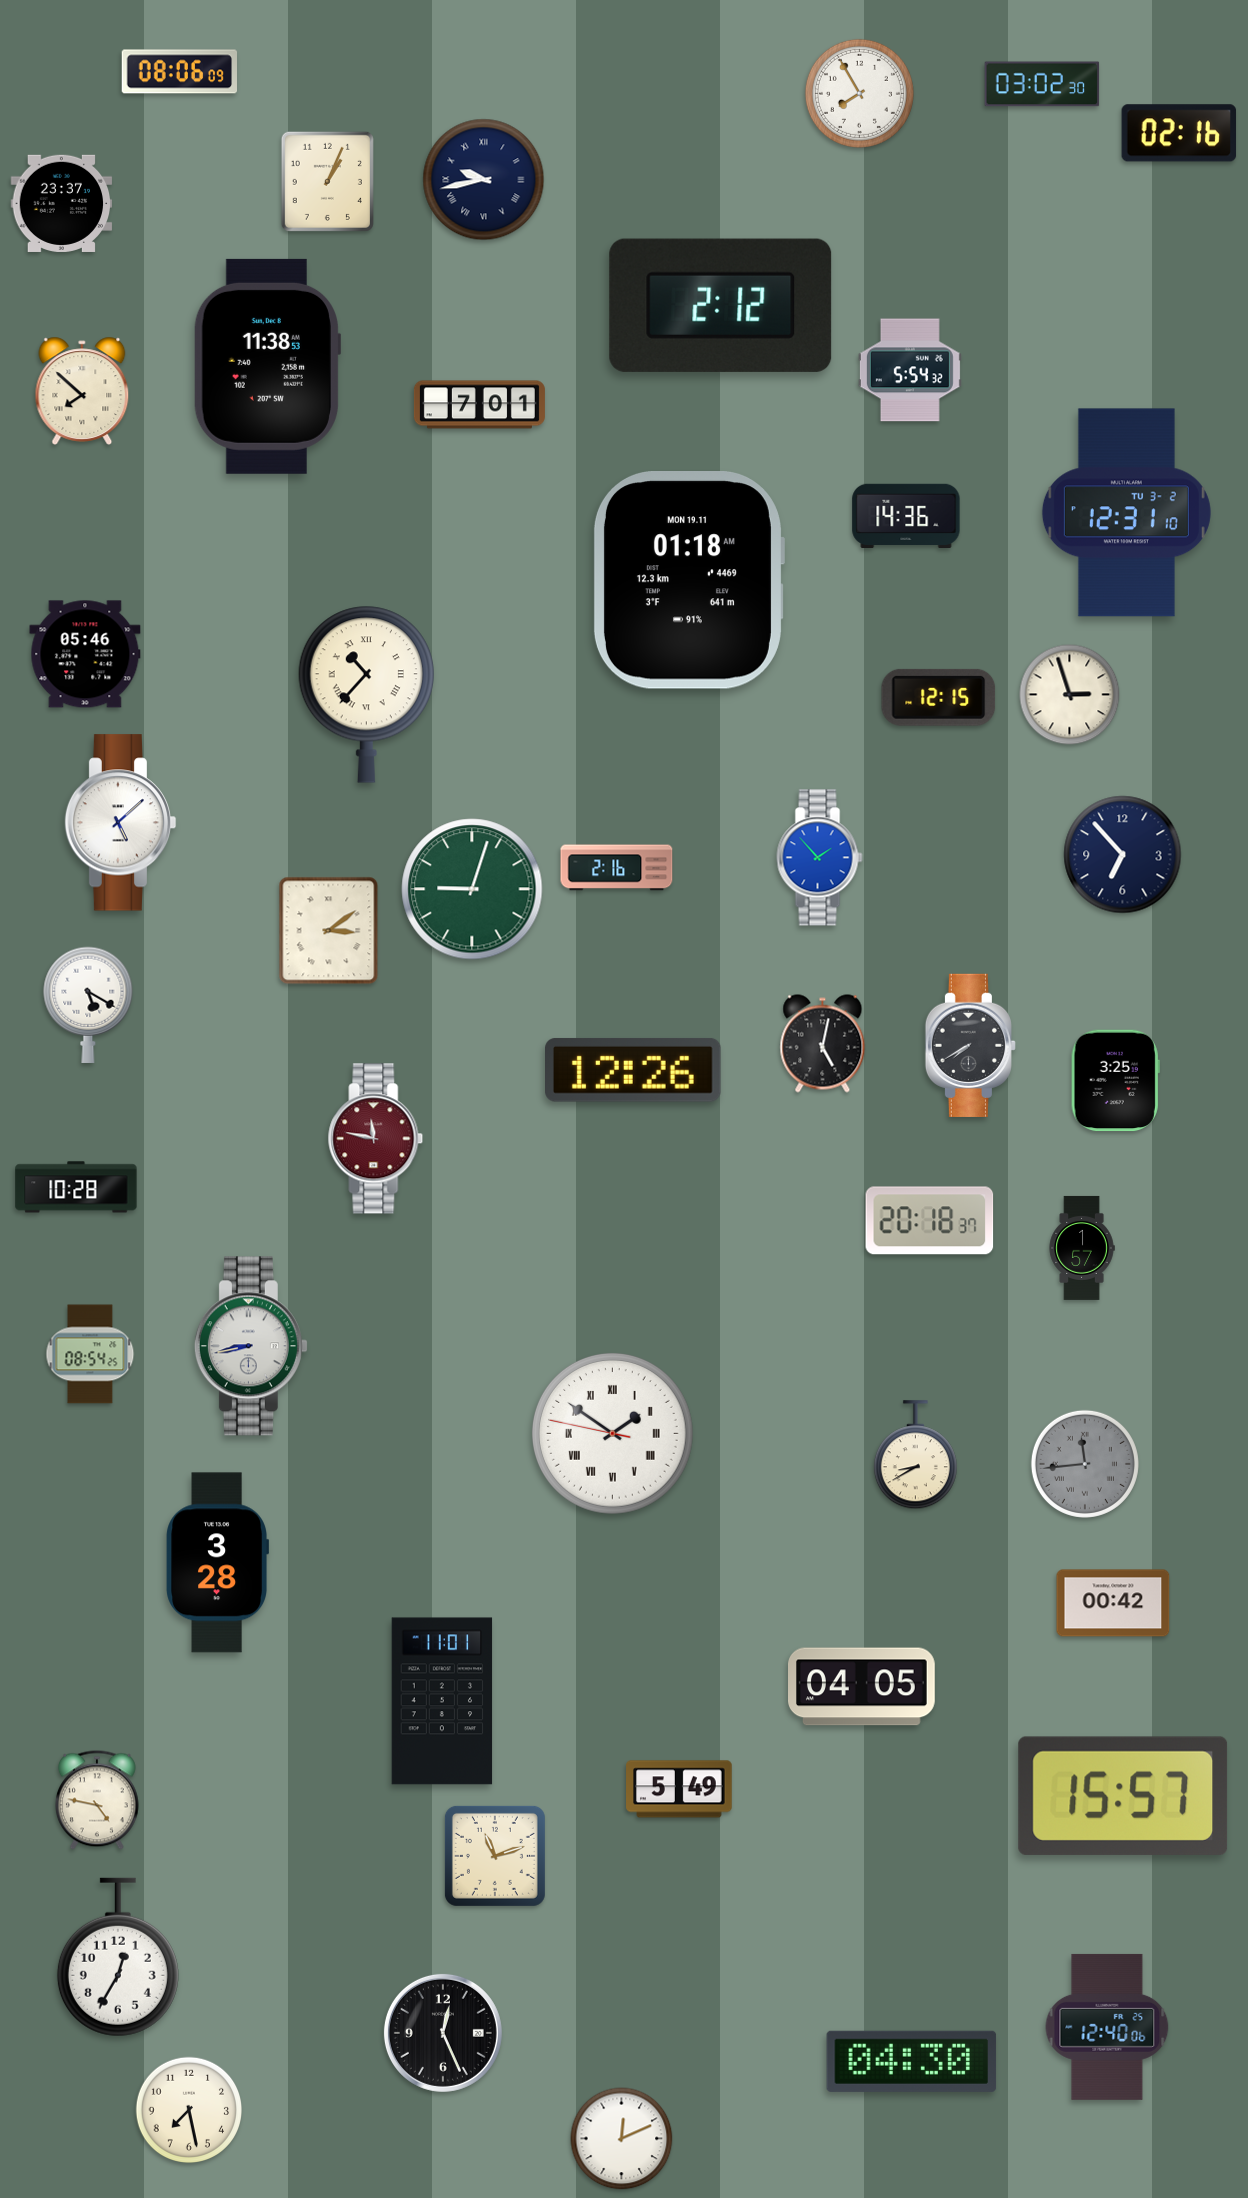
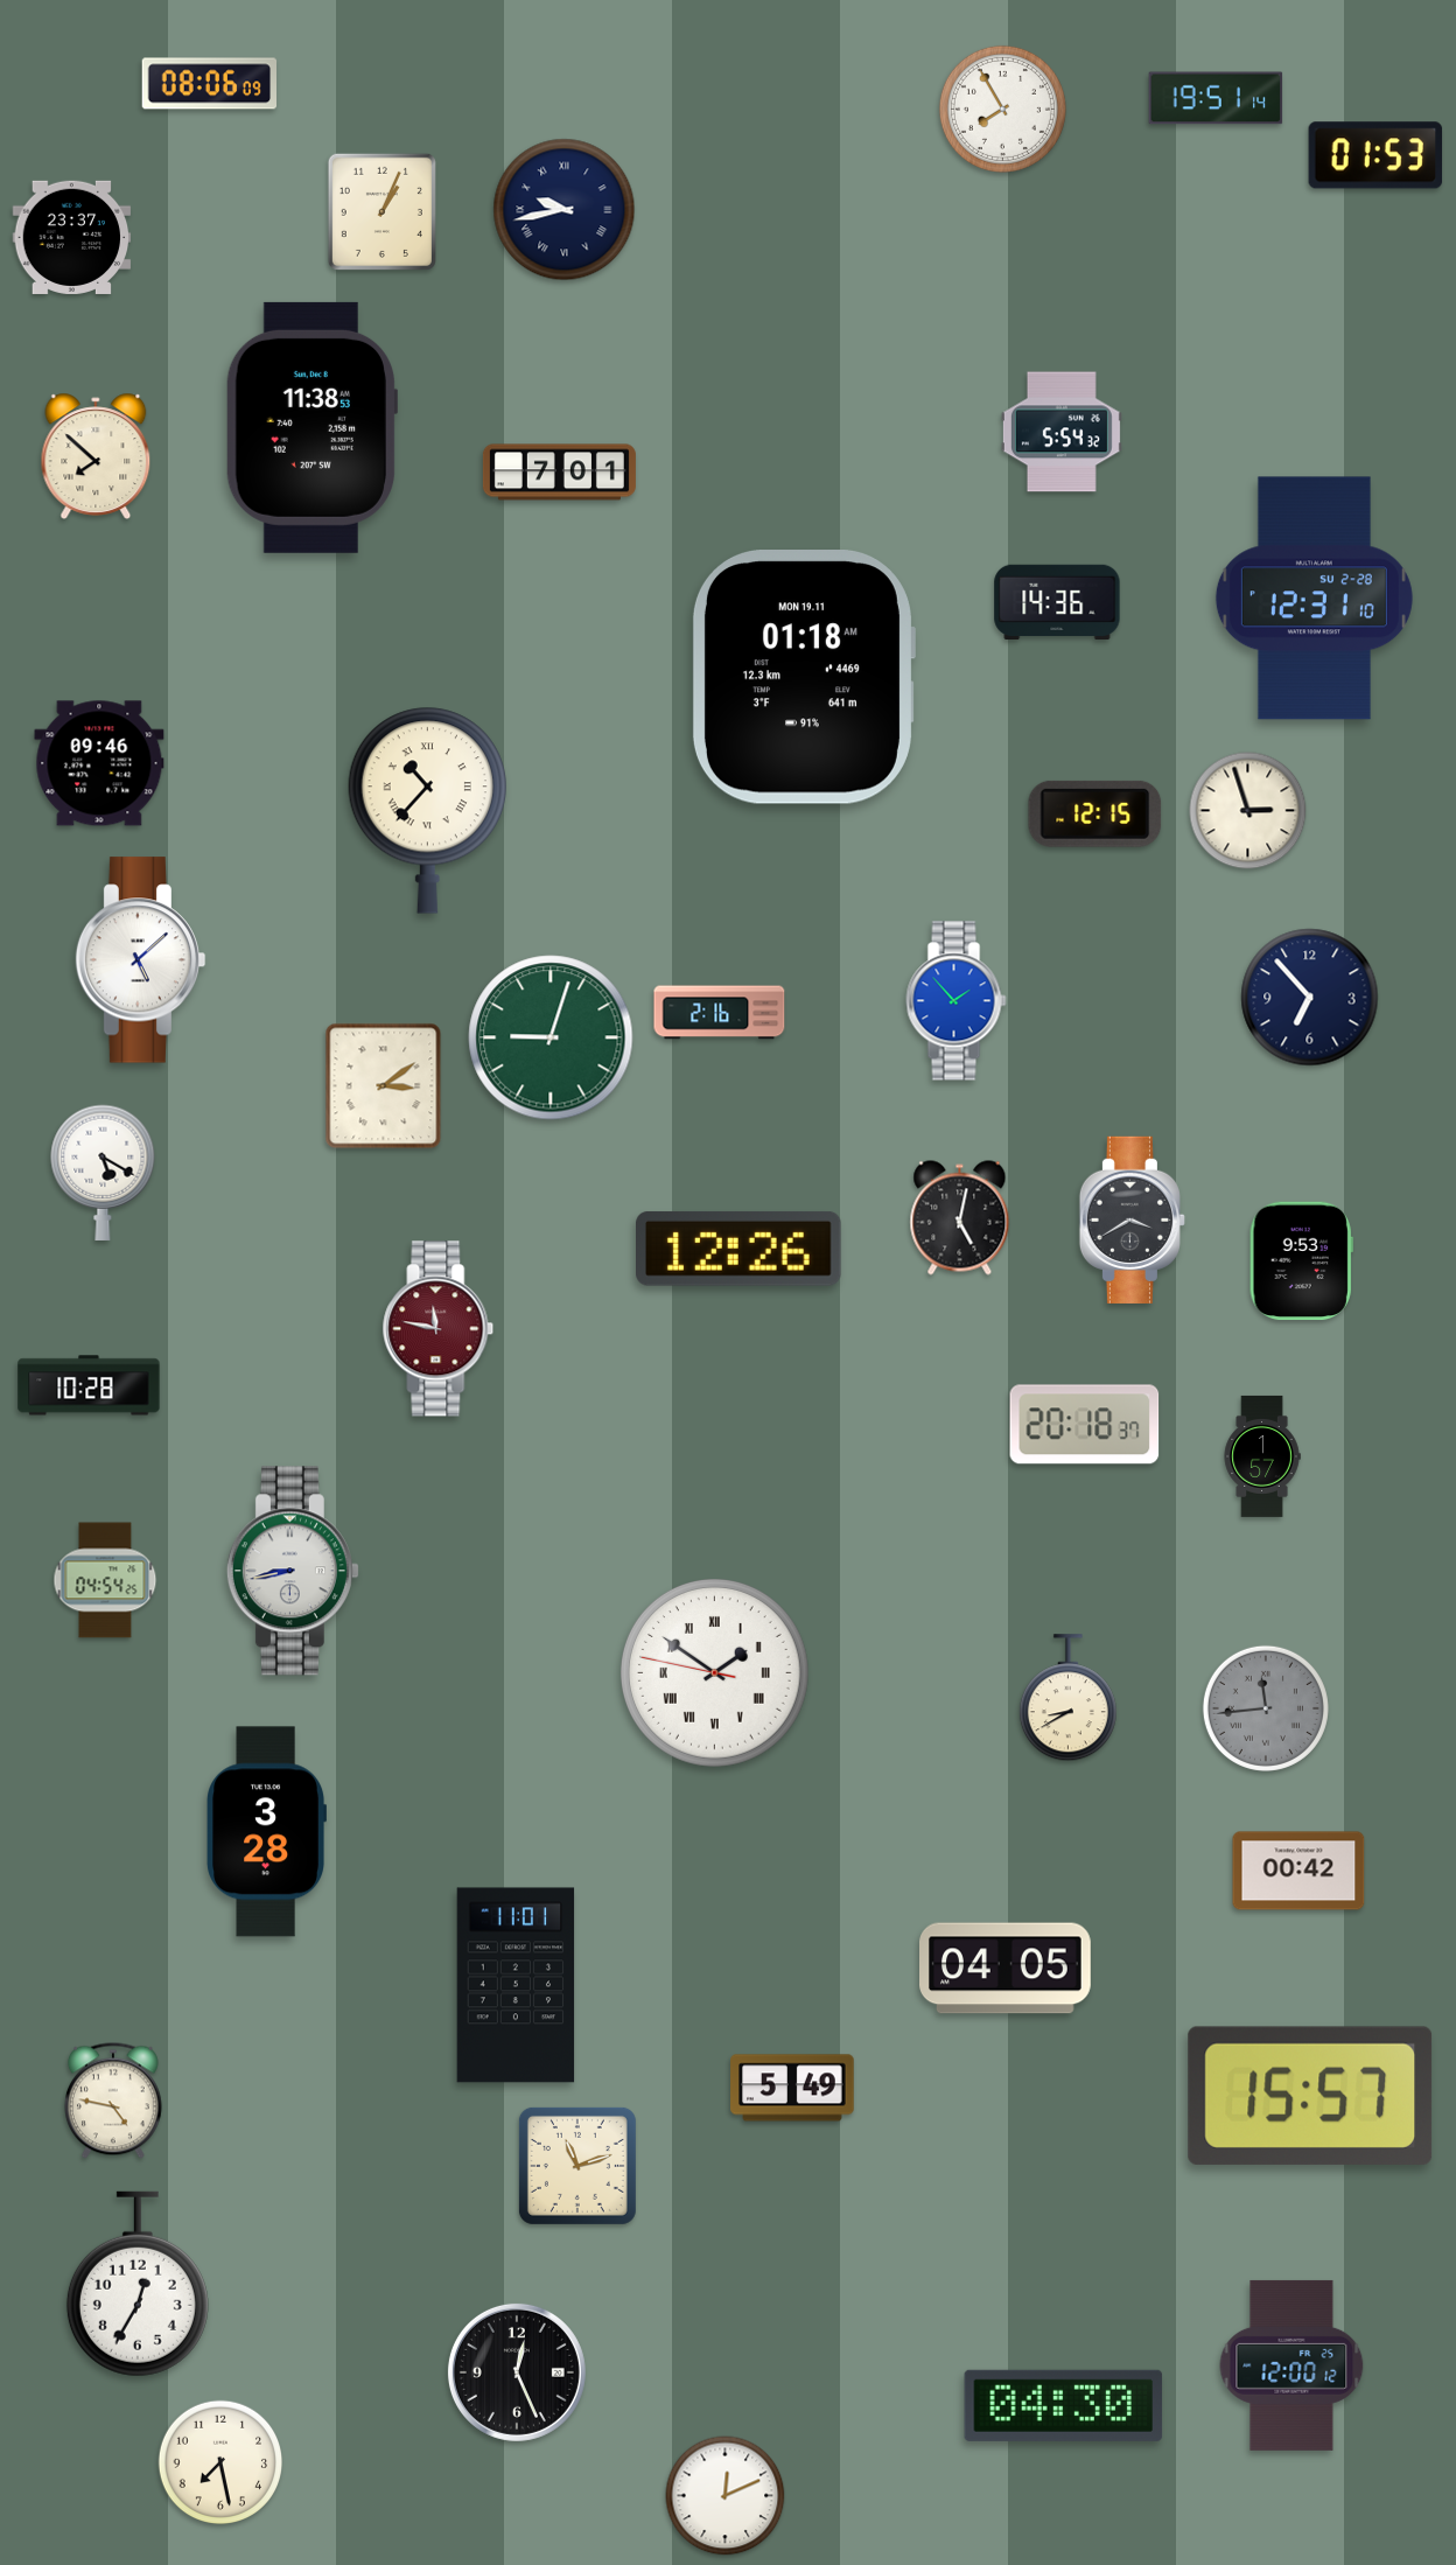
clock at (1042, 84): 03:02 -> 19:51
clock at (1179, 133): 02:16 -> 01:53
clock at (721, 305): 2:12 -> none
clock at (1126, 513) date: TU 3-2 -> SU 2-28
clock at (85, 654): 05:46 -> 09:46
clock at (970, 1045): 7:40 -> 3:40
clock at (1115, 1081): 3:25 -> 9:53
clock at (90, 1354): 08:54 -> 04:54
clock at (217, 1563) position: (217, 1563) -> (266, 1832)
clock at (1107, 2027): 12:40 -> 12:00
